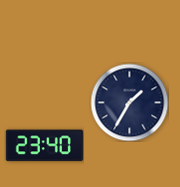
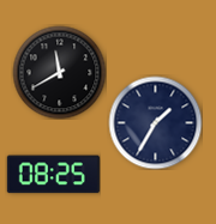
clock at (59, 72): none -> 11:40
clock at (44, 146): 23:40 -> 08:25
